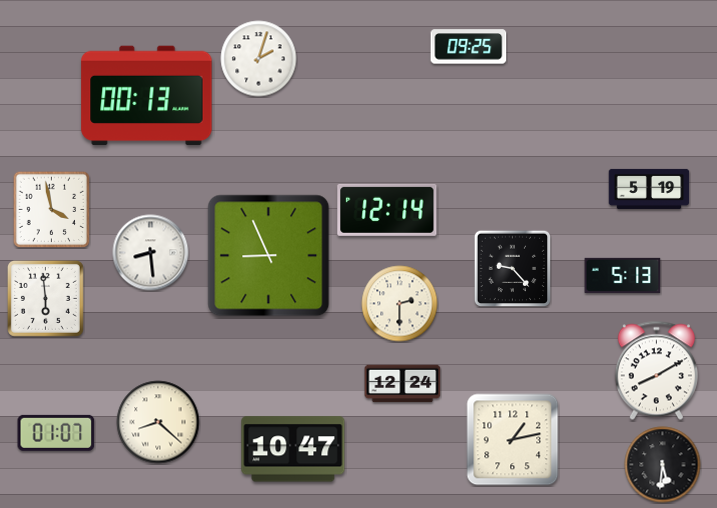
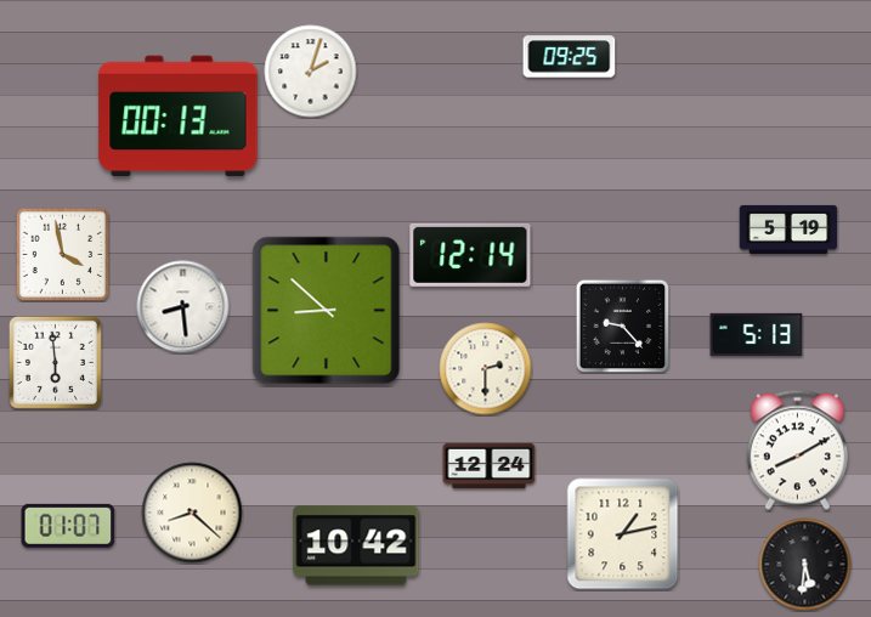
clock at (259, 59) position: (259, 59) -> (311, 72)
clock at (269, 256): 8:56 -> 8:52
clock at (293, 449): 10:47 -> 10:42
